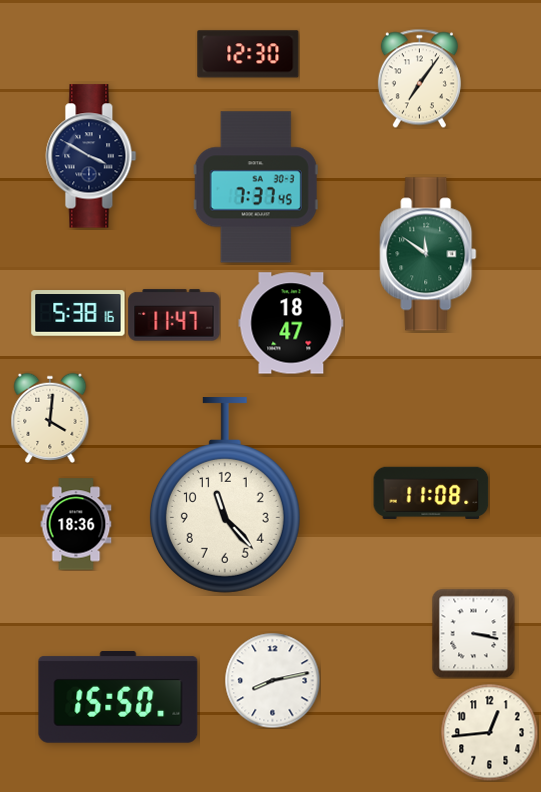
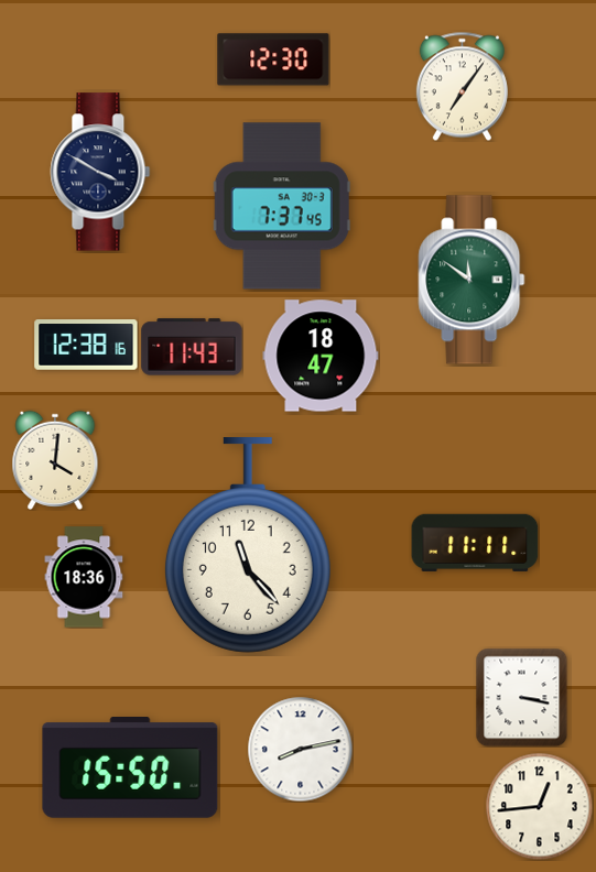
clock at (78, 313): 5:38 -> 12:38
clock at (174, 315): 11:47 -> 11:43
clock at (431, 493): 11:08 -> 11:11
